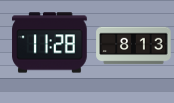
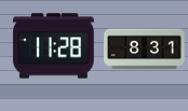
clock at (134, 46): 8:13 -> 8:31
